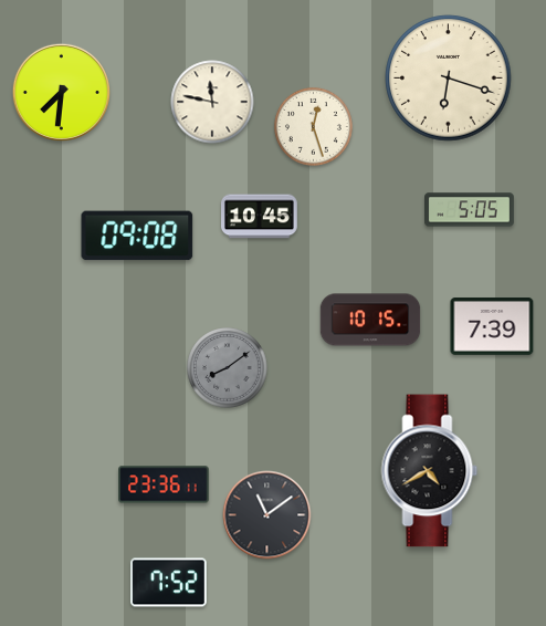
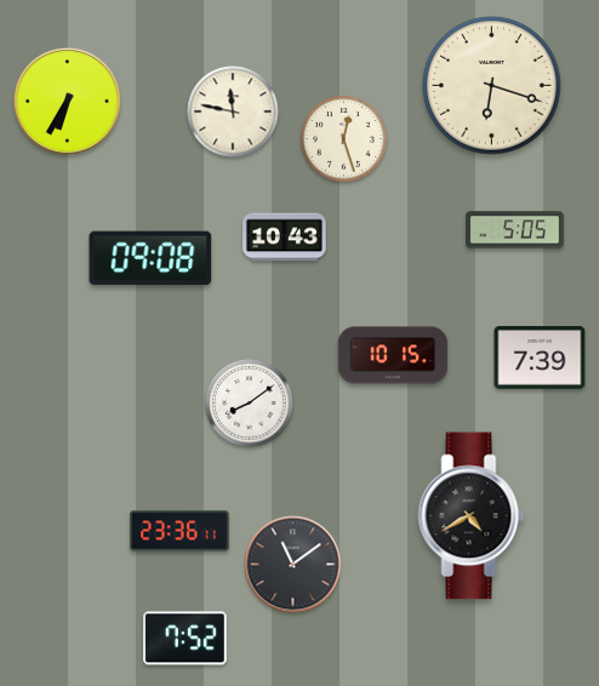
clock at (61, 92): 7:31 -> 6:35
clock at (260, 217): 10:45 -> 10:43
clock at (370, 320) position: (370, 320) -> (393, 355)
clock at (228, 368) dial: grey -> white
